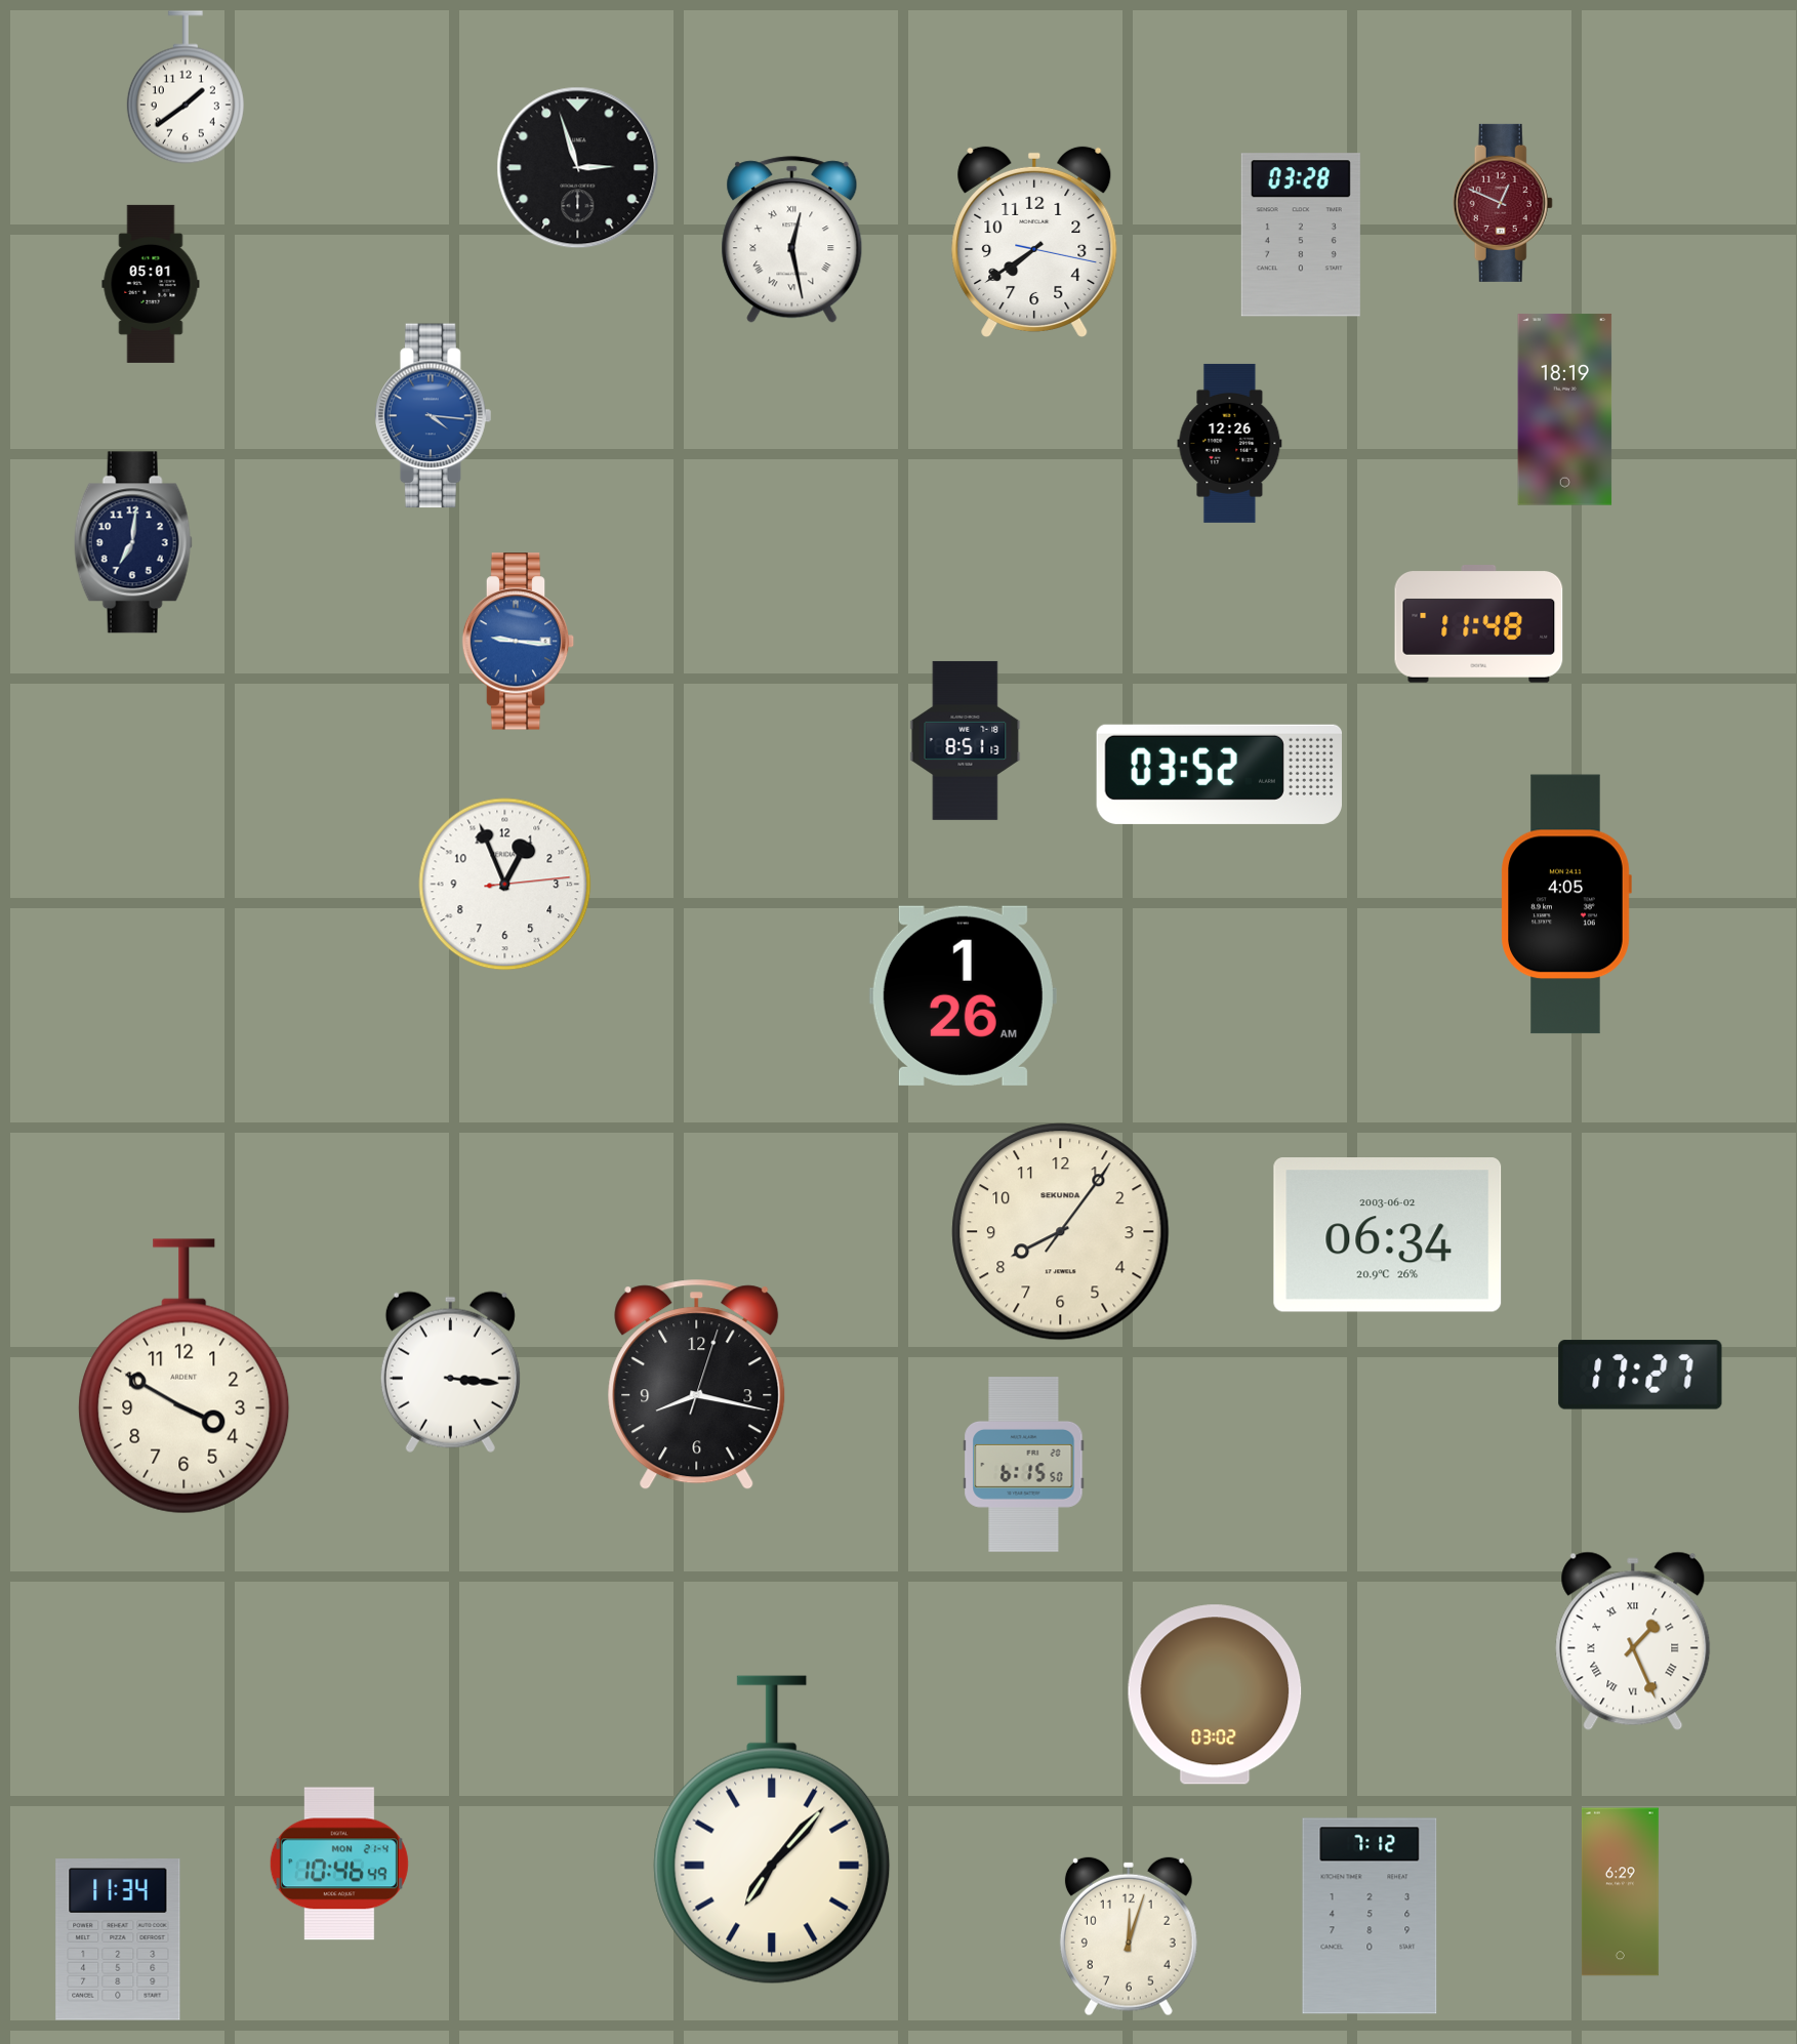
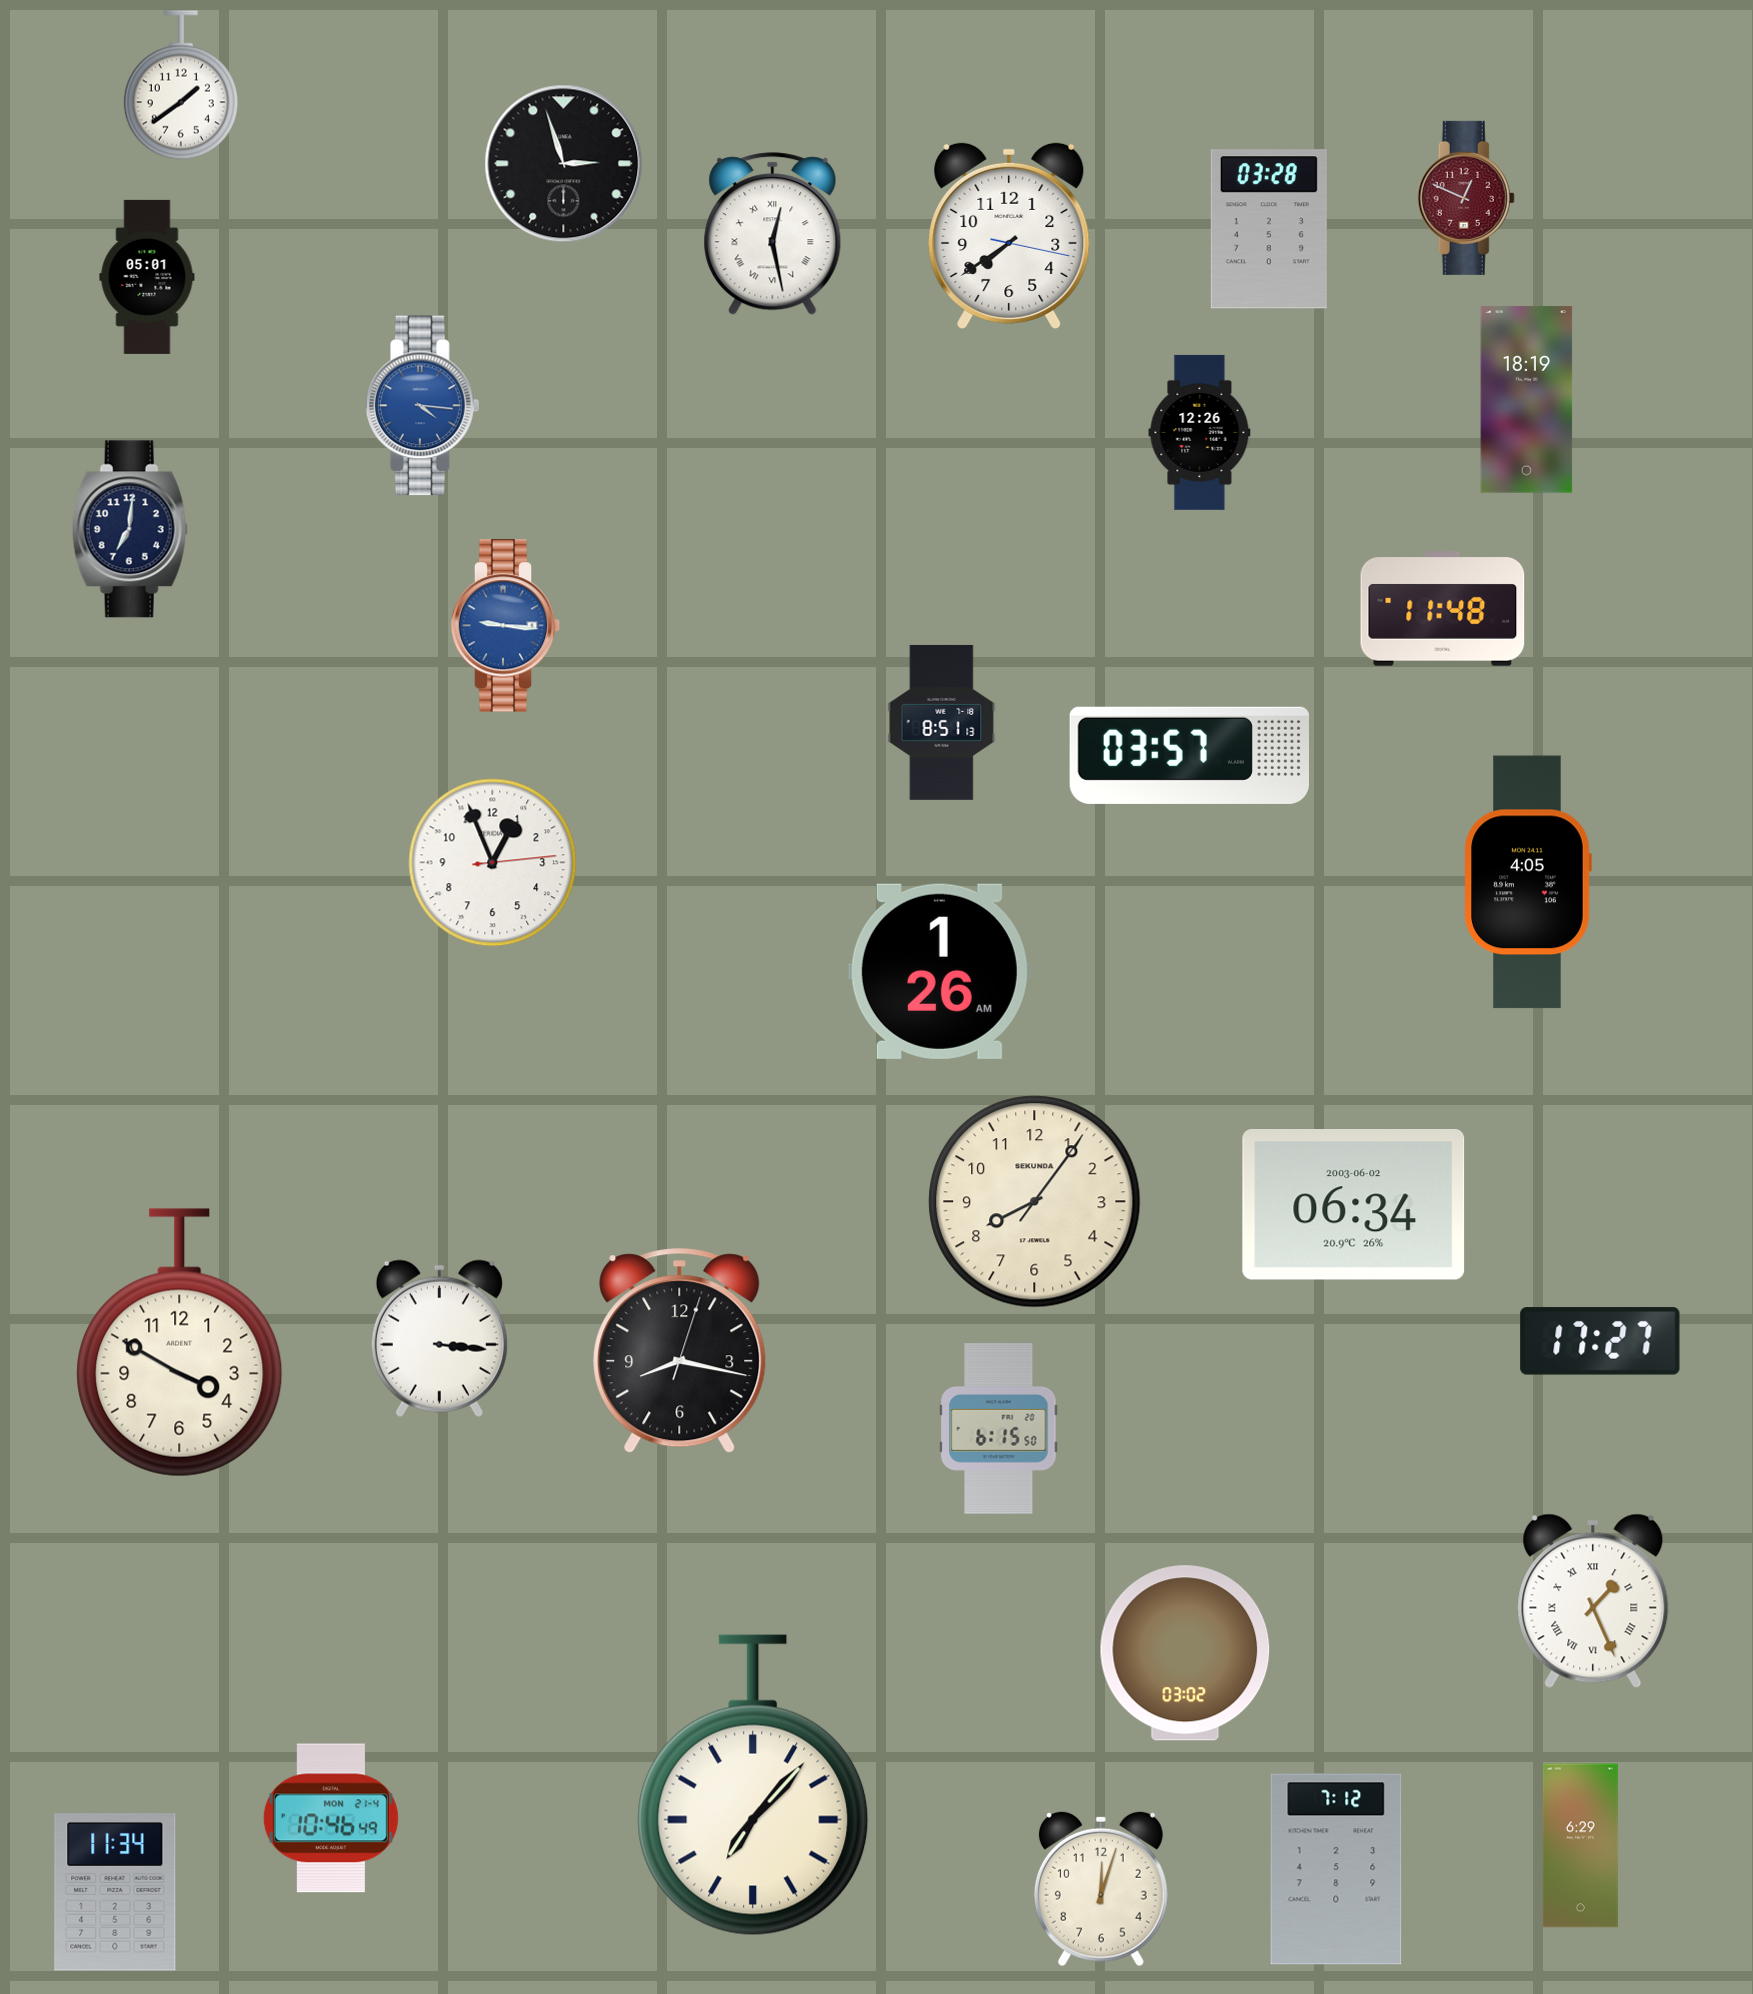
clock at (1219, 774): 03:52 -> 03:57
